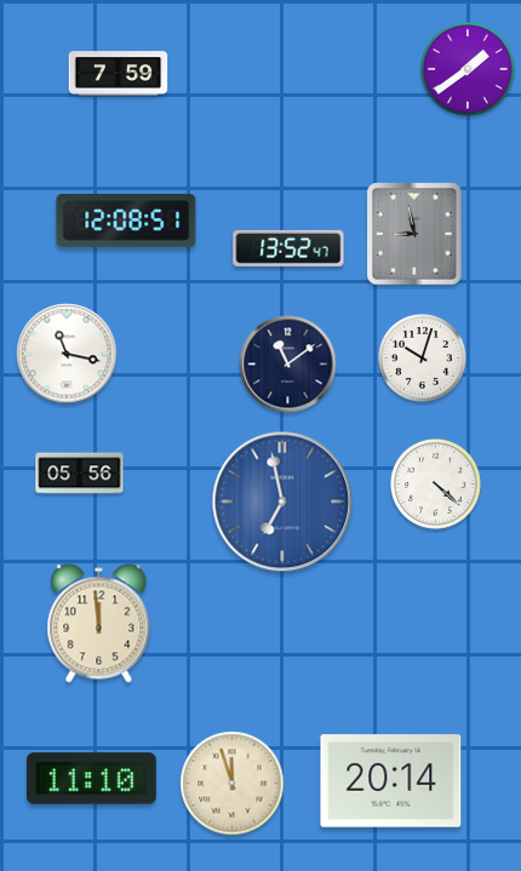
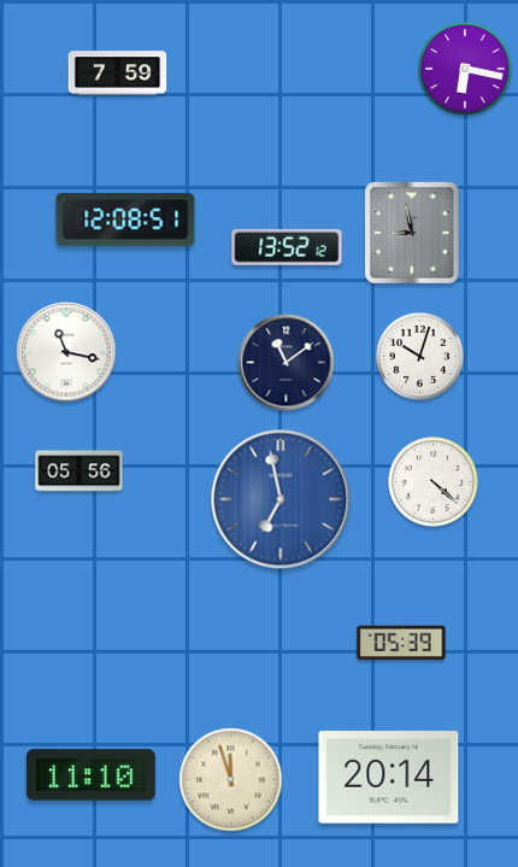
clock at (468, 69): 1:39 -> 6:17
clock at (288, 248): 13:52:47 -> 13:52:12
clock at (99, 624): 11:59 -> none
clock at (401, 643): none -> 05:39
